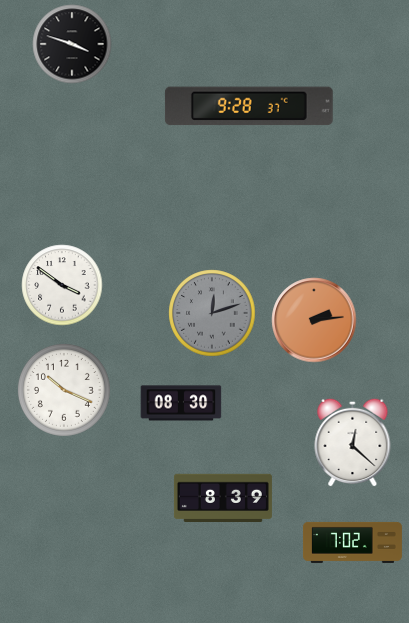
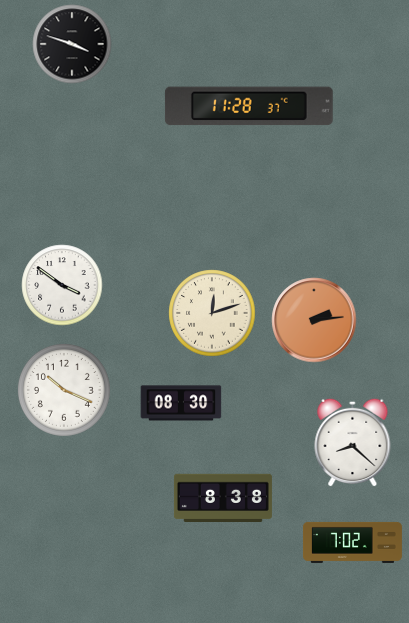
clock at (249, 106): 9:28 -> 11:28
clock at (212, 313) dial: grey -> cream
clock at (353, 442): 12:22 -> 8:22
clock at (223, 498): 8:39 -> 8:38
